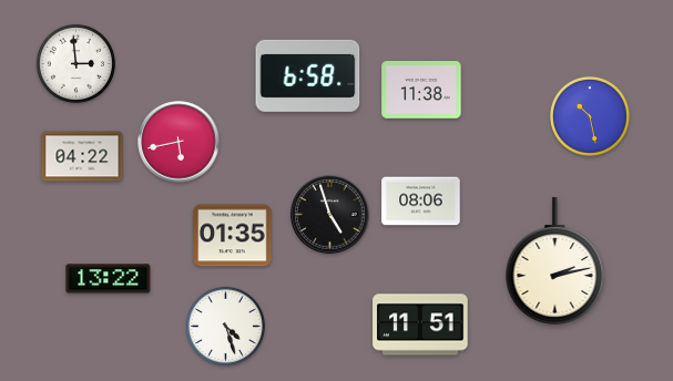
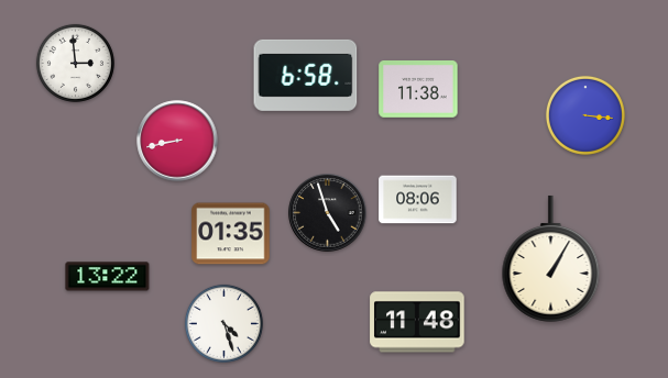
clock at (590, 116): 10:28 -> 3:16
clock at (179, 142): 5:43 -> 8:43
clock at (82, 156): 04:22 -> none
clock at (555, 260): 2:13 -> 1:05
clock at (420, 325): 11:51 -> 11:48
